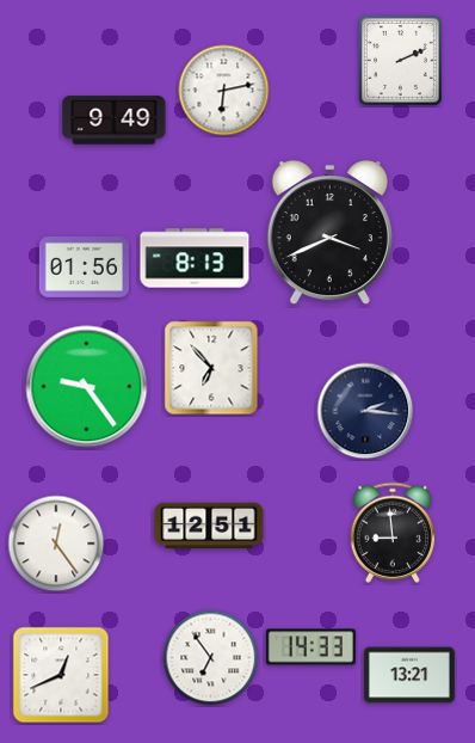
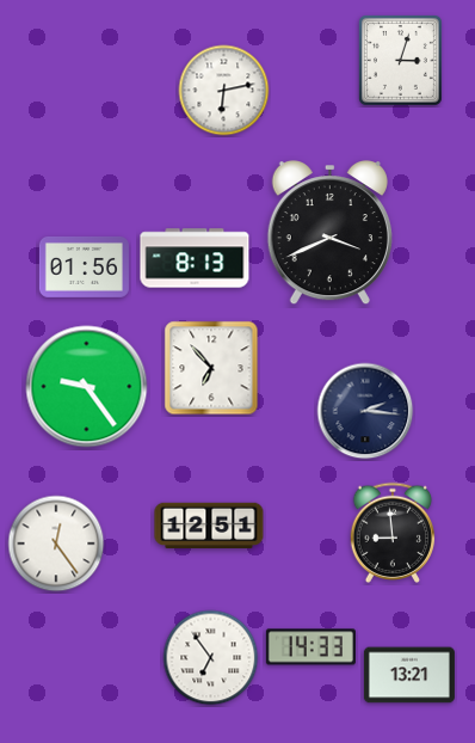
clock at (400, 60): 2:11 -> 3:03
clock at (115, 121): 9:49 -> none
clock at (61, 675): 12:41 -> none
